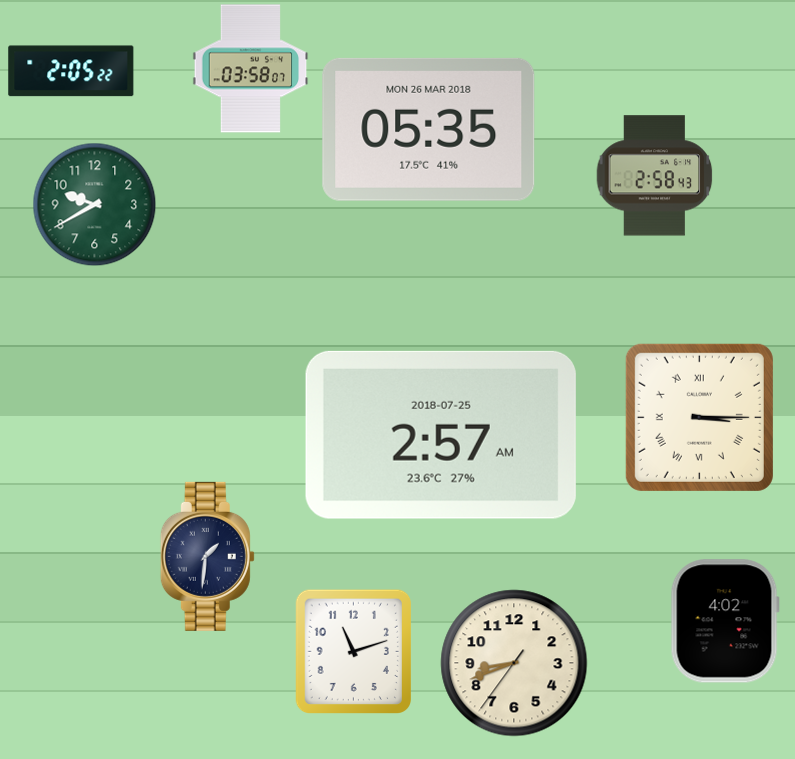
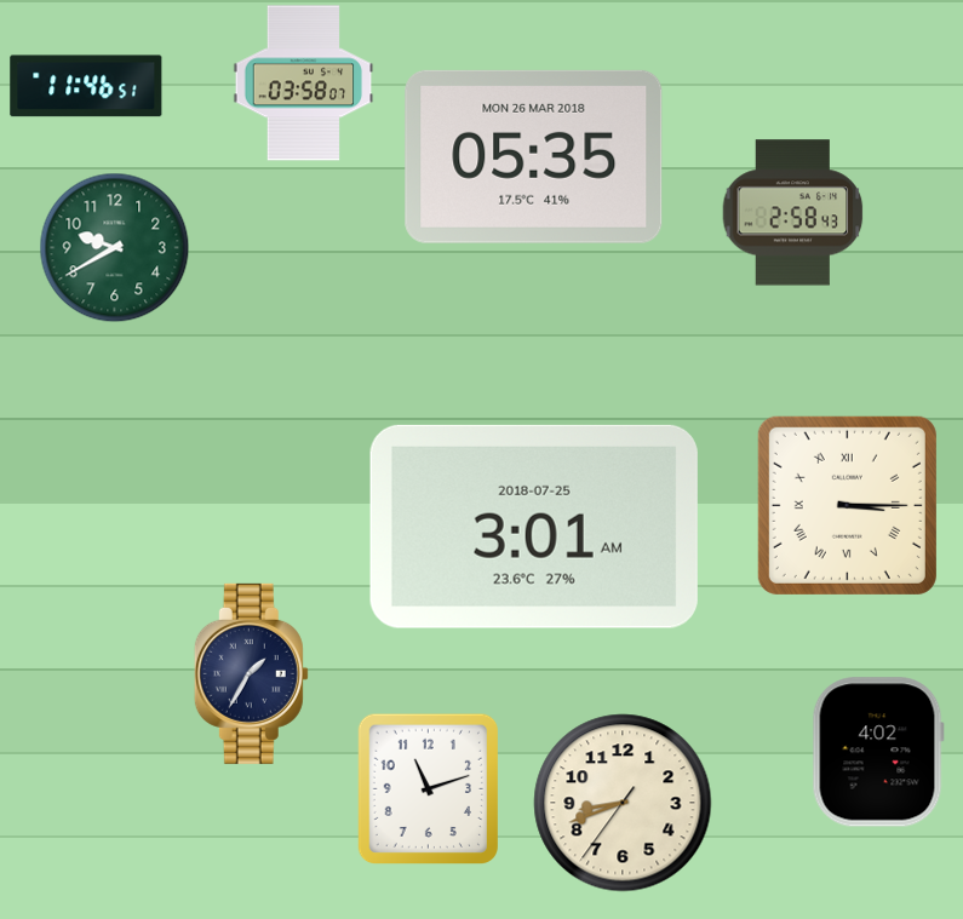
clock at (71, 71): 2:05 -> 11:46
clock at (429, 129) position: (429, 129) -> (534, 156)
clock at (441, 435): 2:57 -> 3:01
clock at (207, 556): 1:31 -> 1:35
